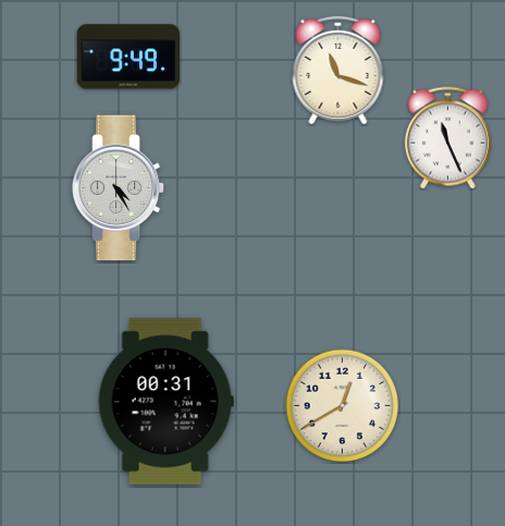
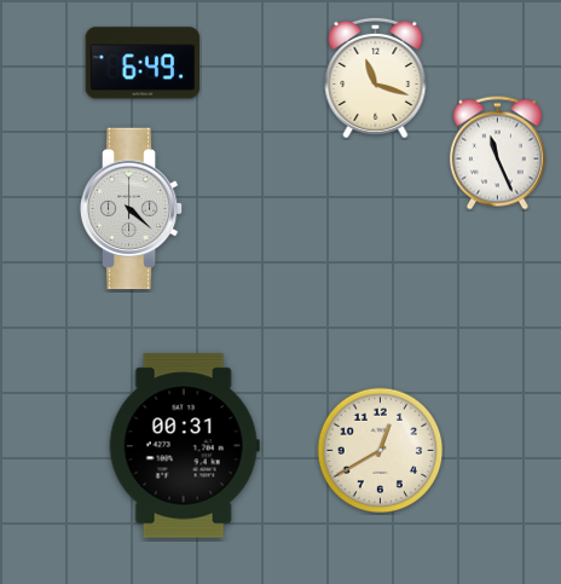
clock at (127, 57): 9:49 -> 6:49
clock at (119, 188): 4:25 -> 4:22
